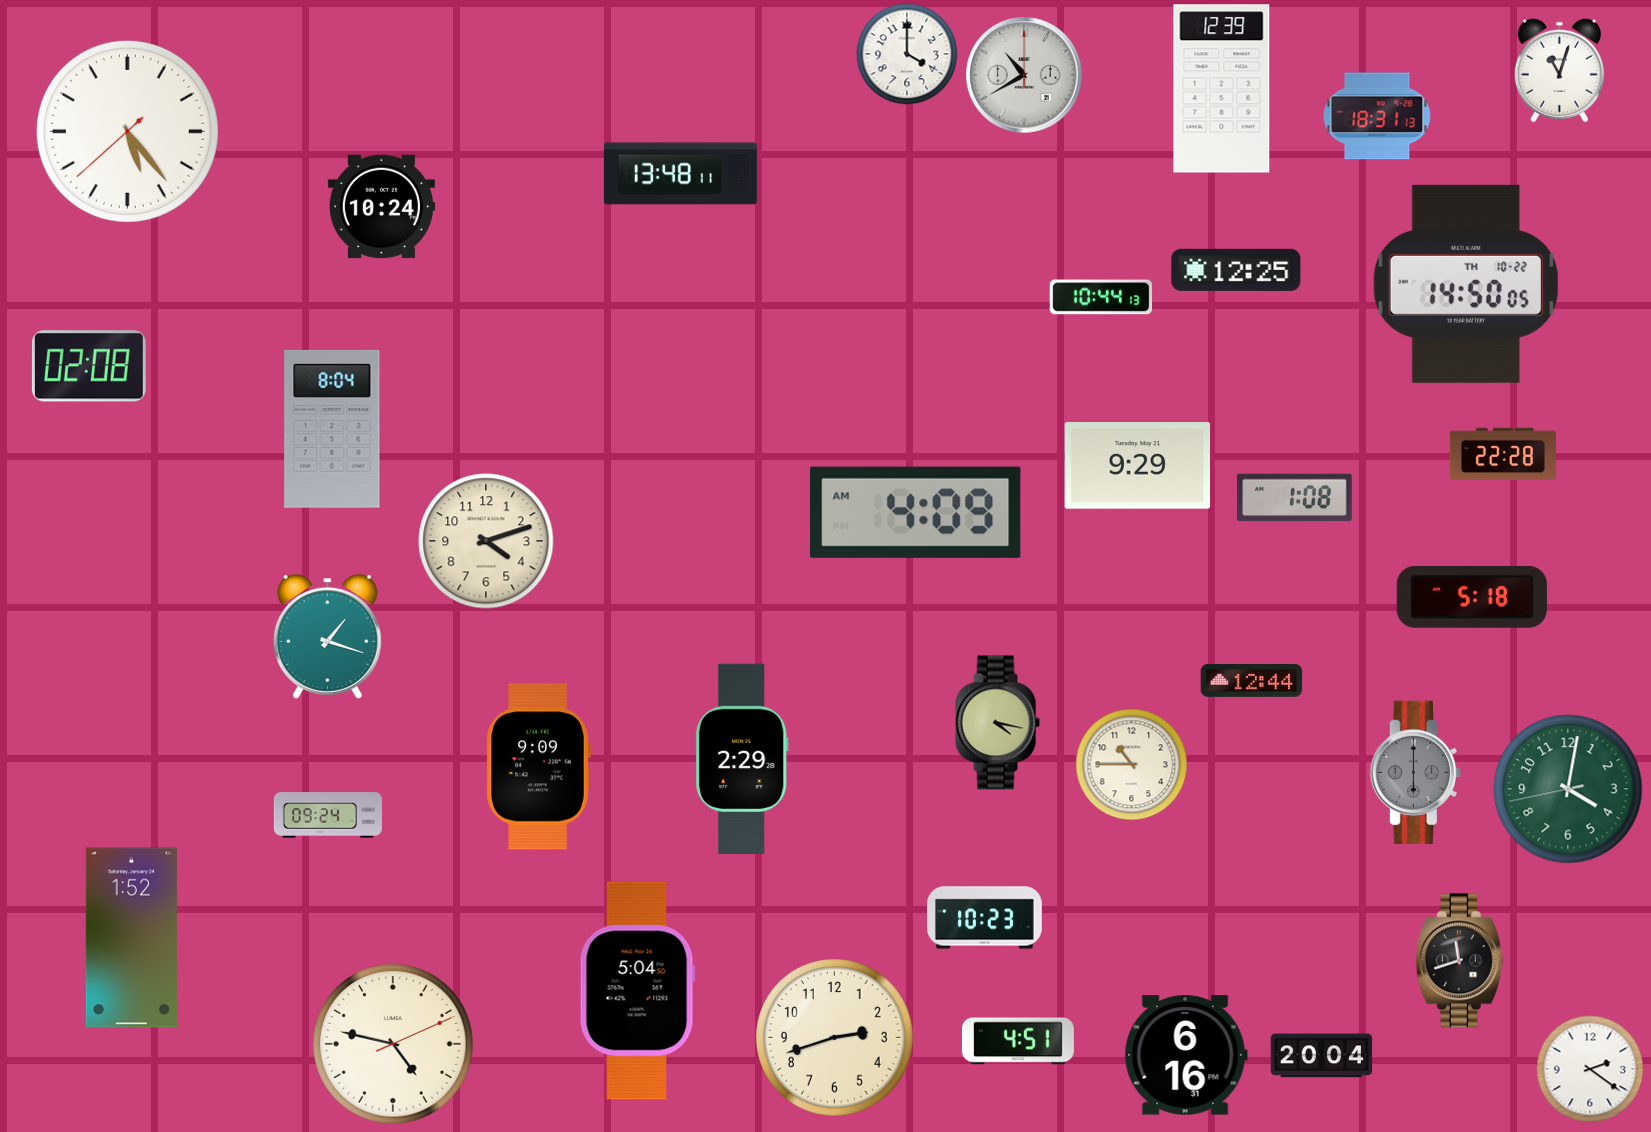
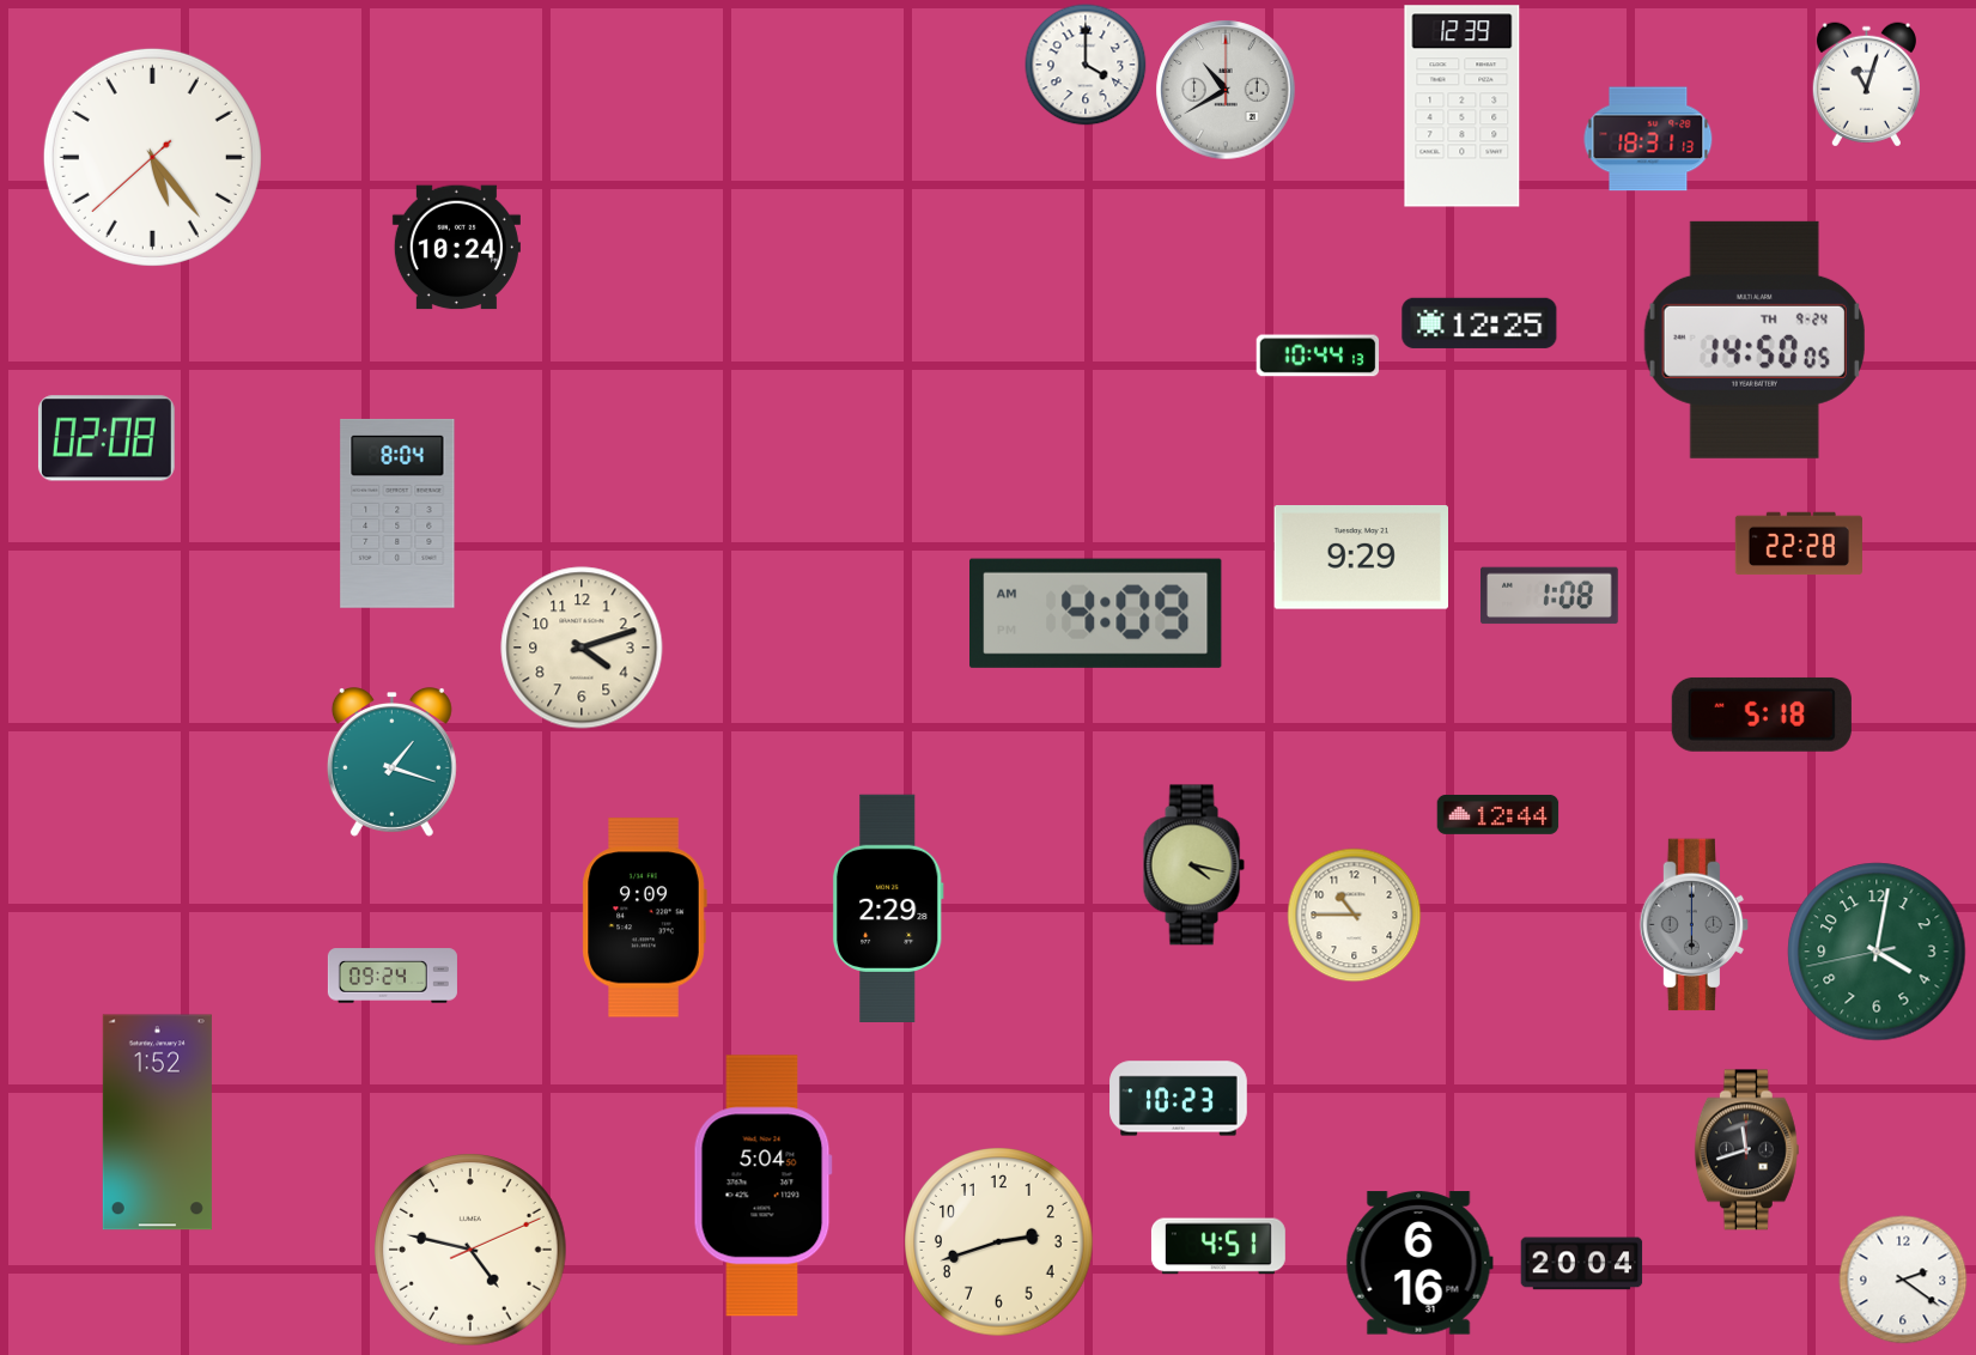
clock at (680, 174): 13:48 -> none
clock at (1466, 284) date: TH 10-22 -> TH 9-24
clock at (1568, 789) position: (1568, 789) -> (1877, 952)
